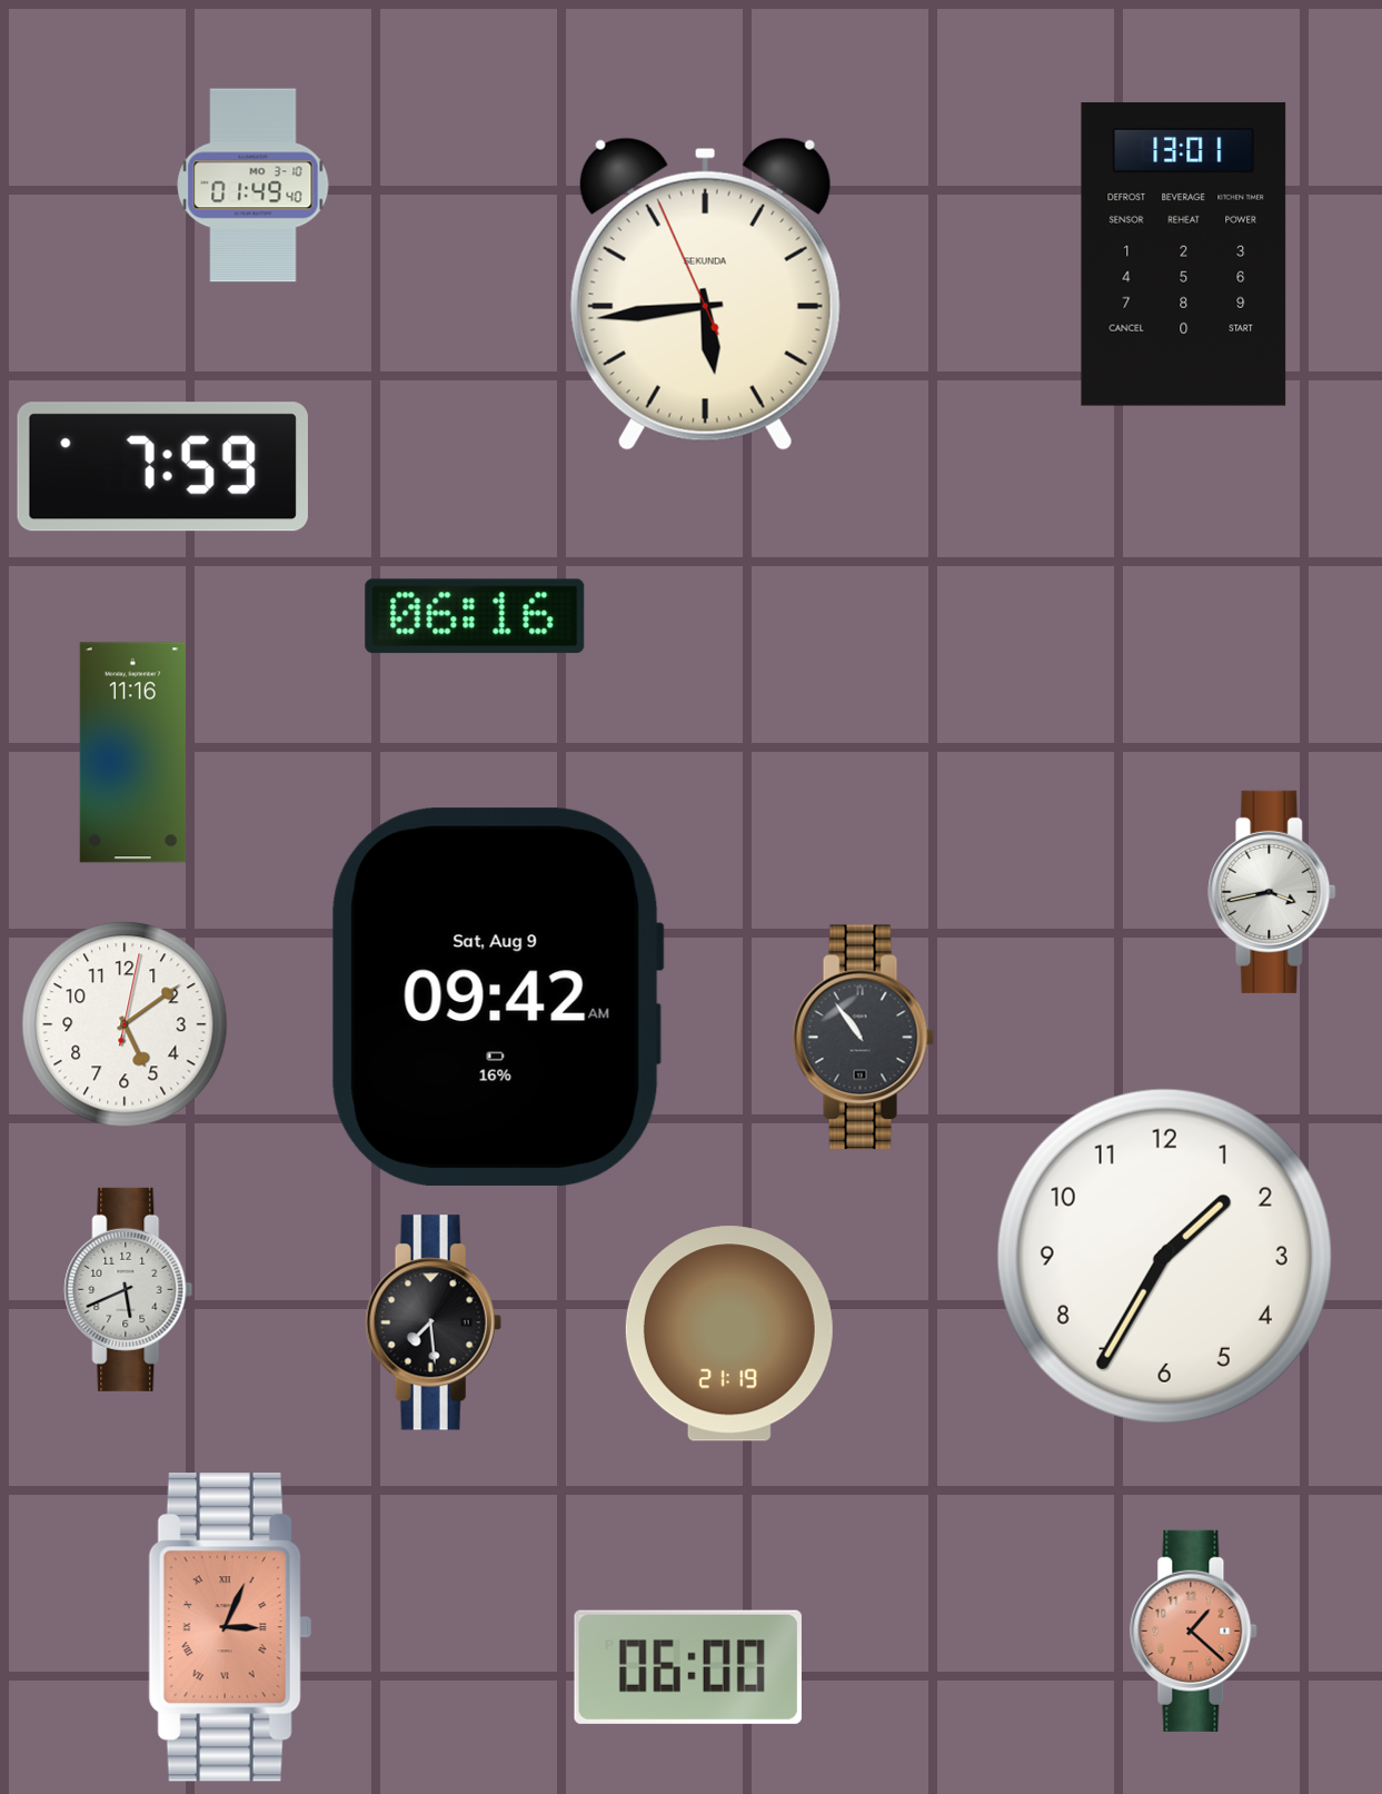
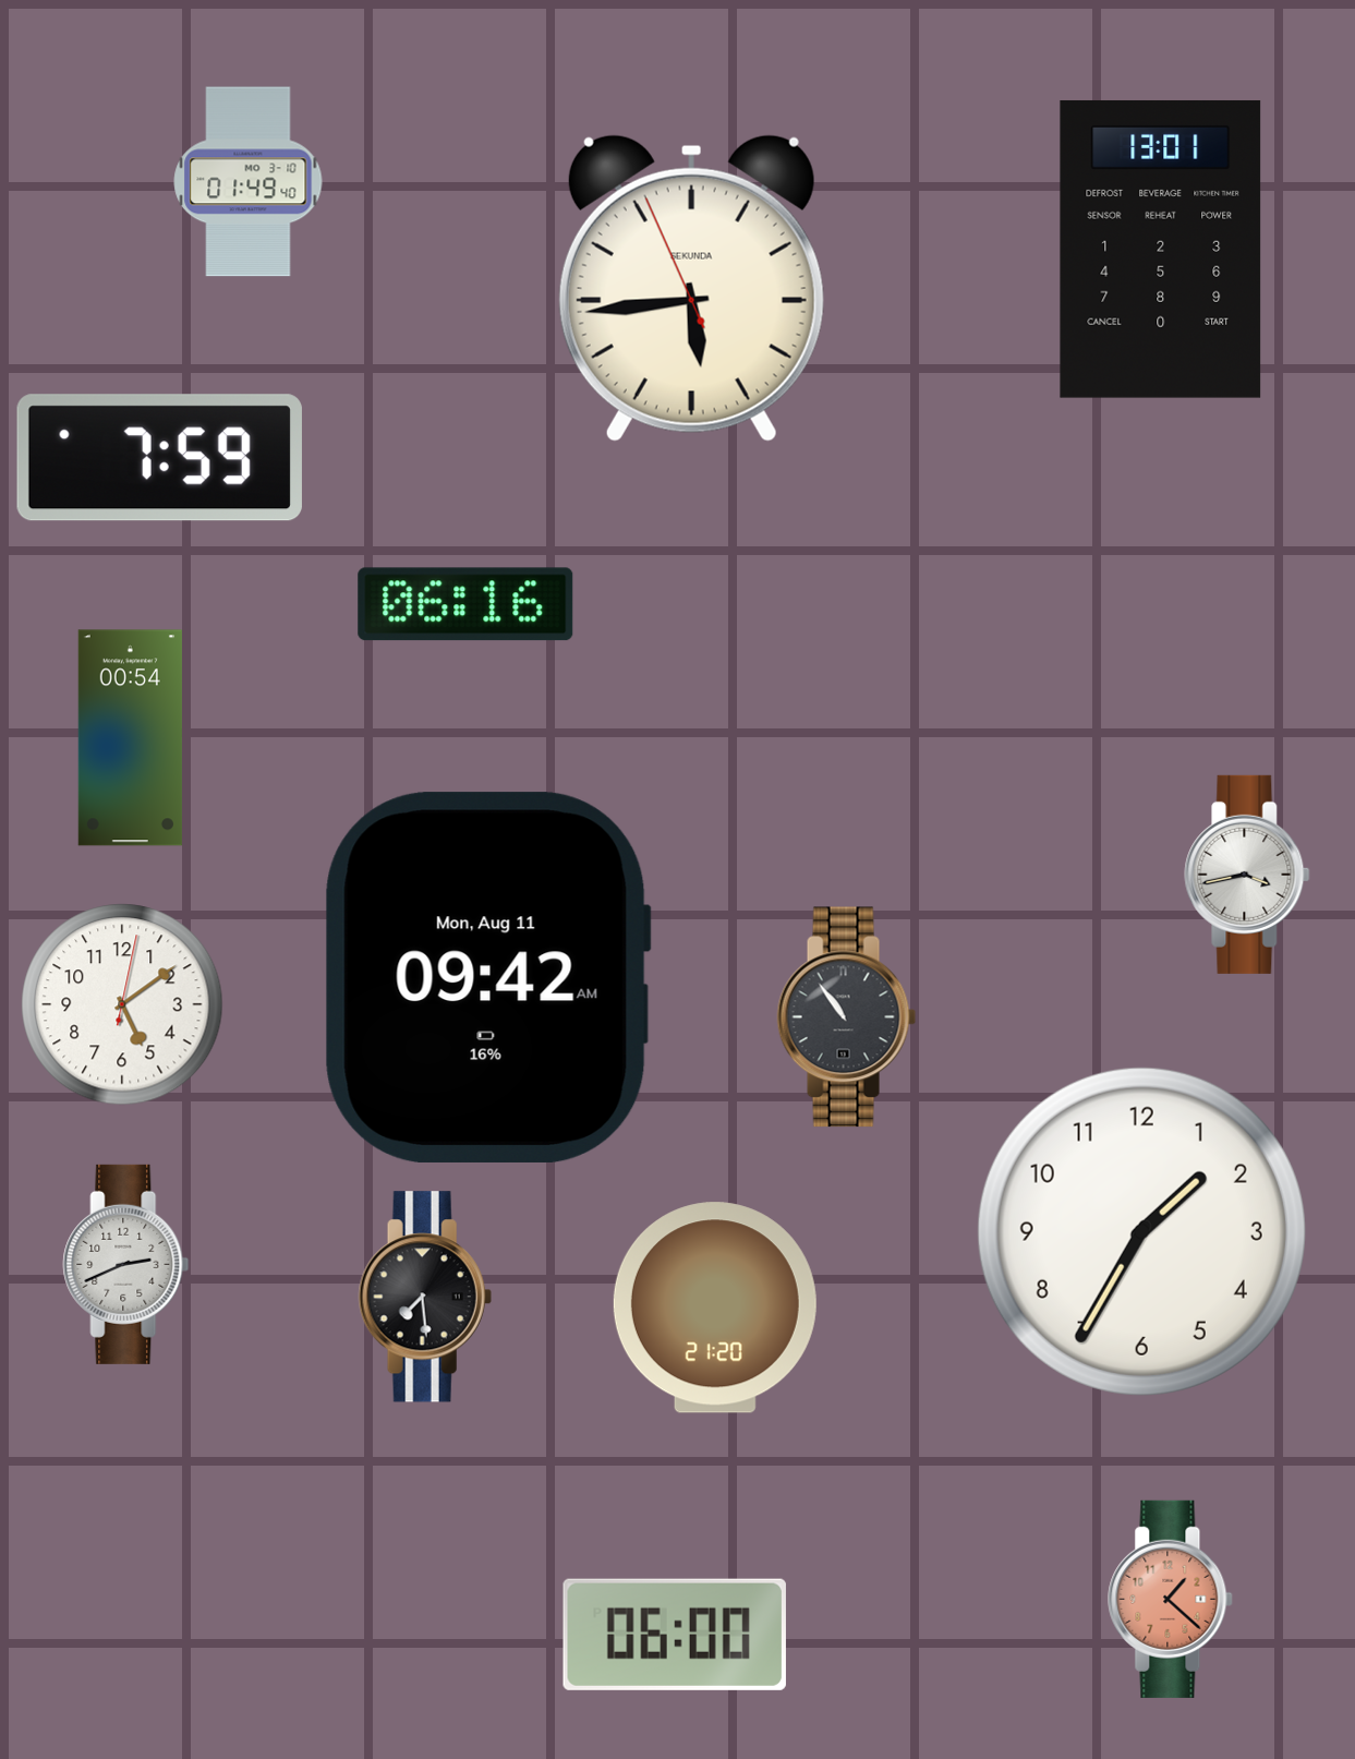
clock at (132, 753): 11:16 -> 00:54
clock at (497, 997) date: Sat, Aug 9 -> Mon, Aug 11
clock at (129, 1289): 5:41 -> 2:41
clock at (729, 1334): 21:19 -> 21:20
clock at (230, 1627): 3:04 -> none
